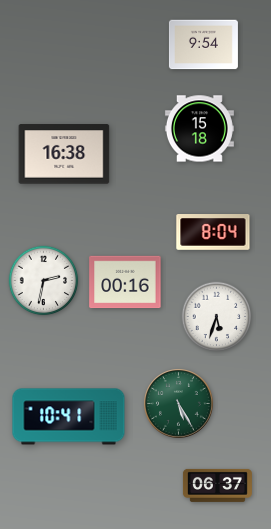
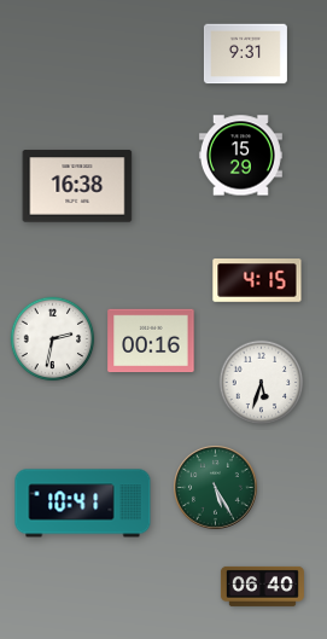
clock at (203, 45): 9:54 -> 9:31
clock at (199, 129): 15:18 -> 15:29
clock at (213, 233): 8:04 -> 4:15
clock at (217, 485): 06:37 -> 06:40
